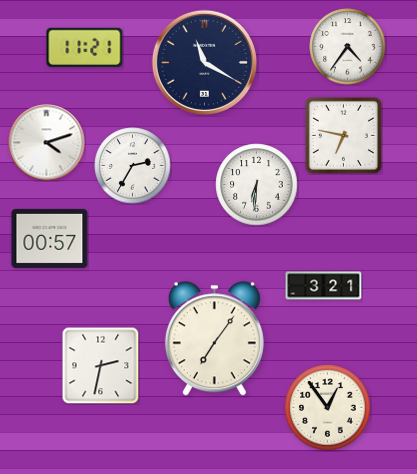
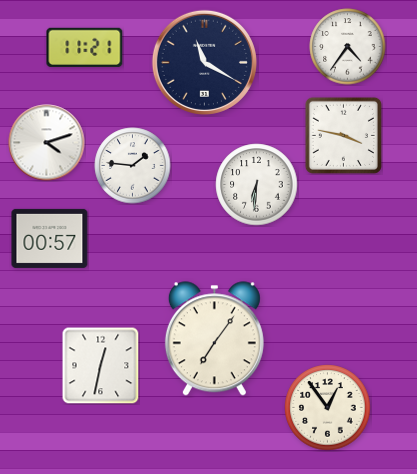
clock at (343, 135): 6:47 -> 3:47
clock at (133, 166): 2:35 -> 1:46
clock at (324, 286): 3:21 -> none
clock at (100, 365): 2:32 -> 12:32
